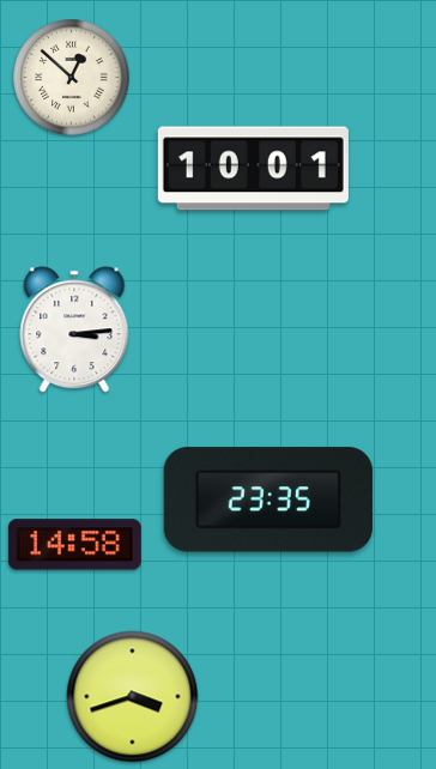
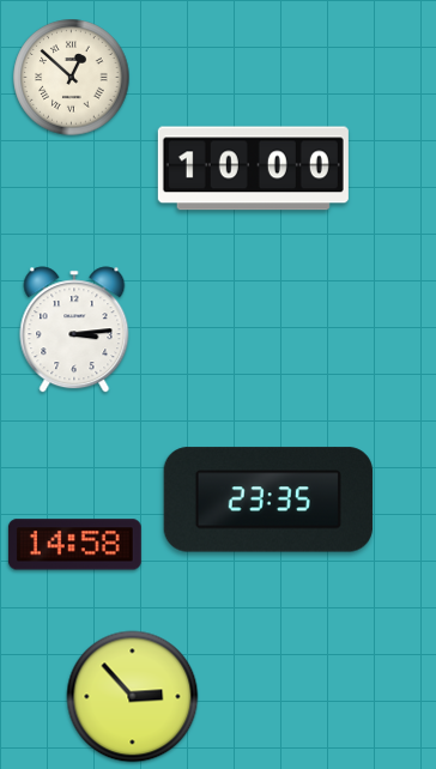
clock at (253, 169): 10:01 -> 10:00
clock at (133, 697): 3:42 -> 2:53
